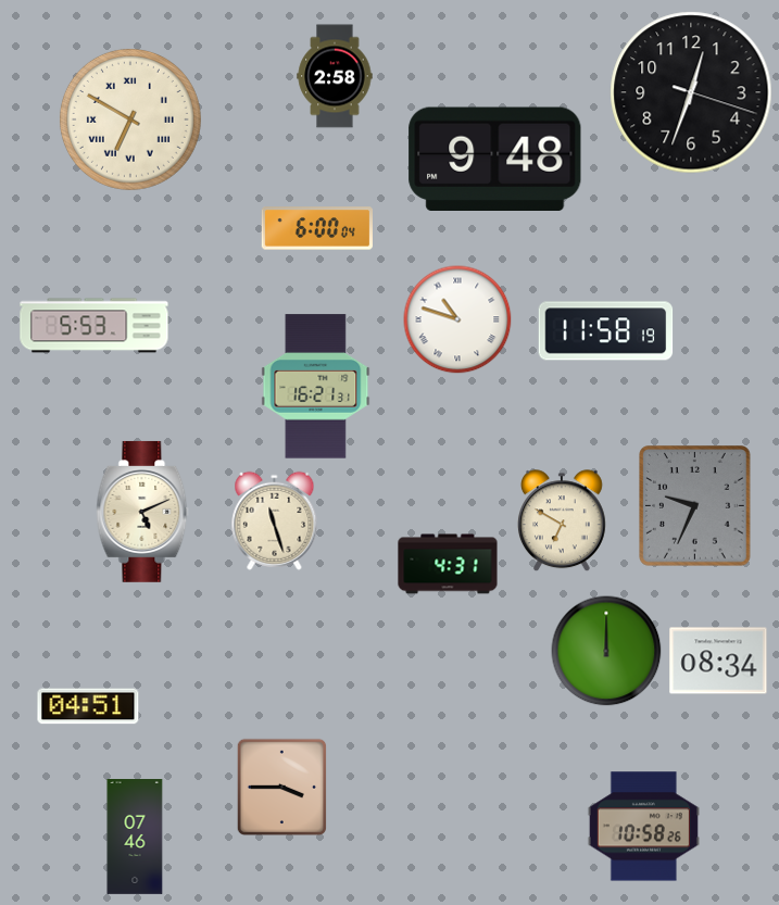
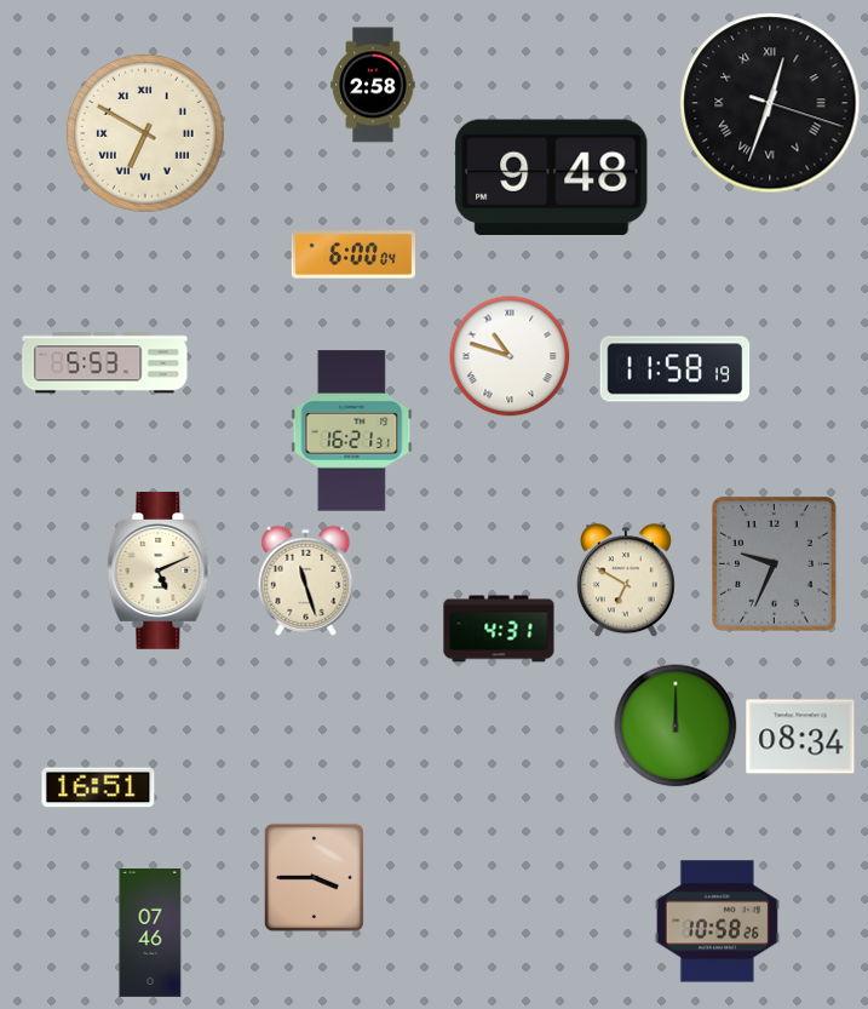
clock at (691, 92) numerals: Arabic -> Roman
clock at (88, 706): 04:51 -> 16:51
